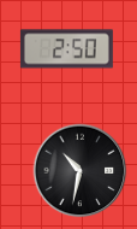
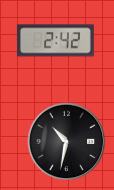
clock at (66, 49): 2:50 -> 2:42
